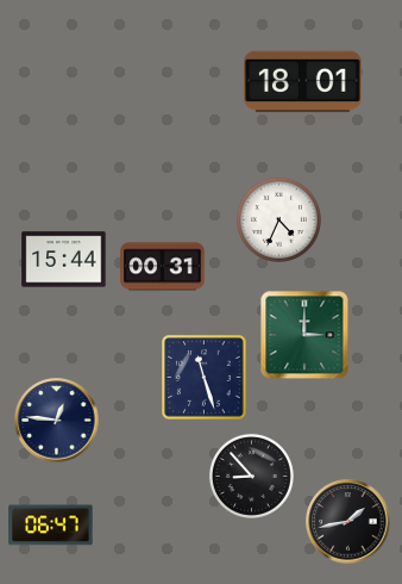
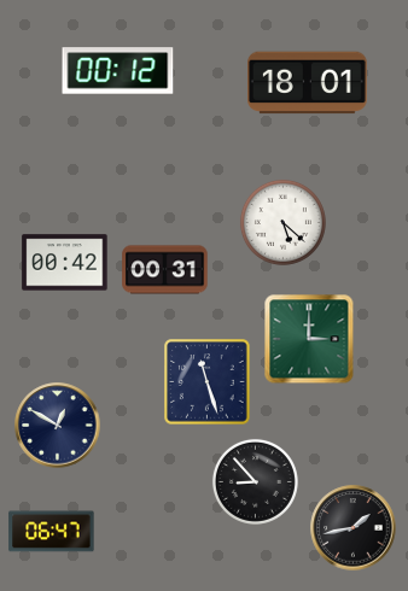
clock at (118, 71): none -> 00:12
clock at (278, 219): 4:34 -> 5:22
clock at (64, 260): 15:44 -> 00:42
clock at (57, 421): 12:46 -> 12:50
